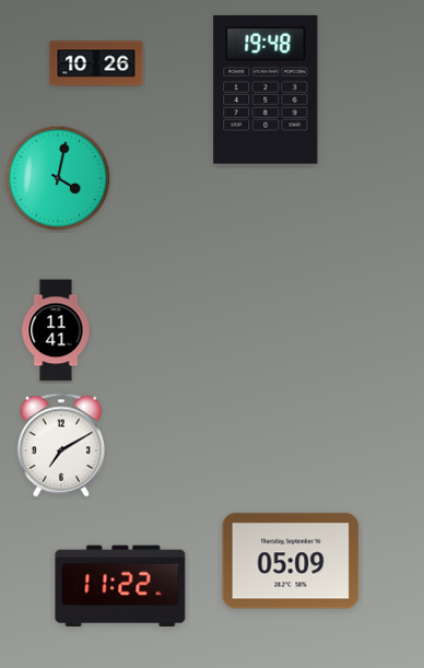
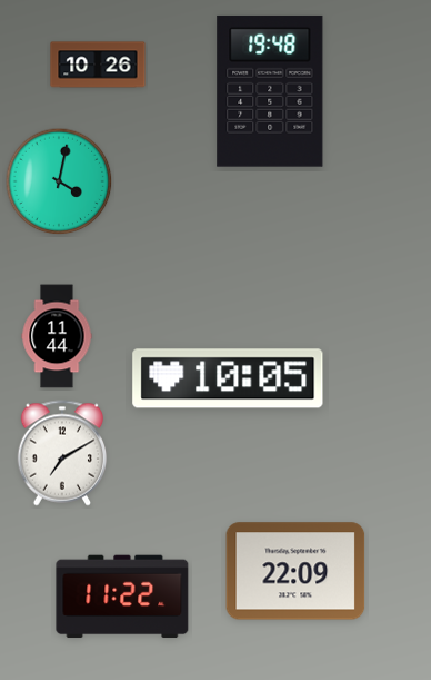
clock at (56, 330): 11:41 -> 11:44
clock at (228, 378): none -> 10:05
clock at (291, 561): 05:09 -> 22:09
